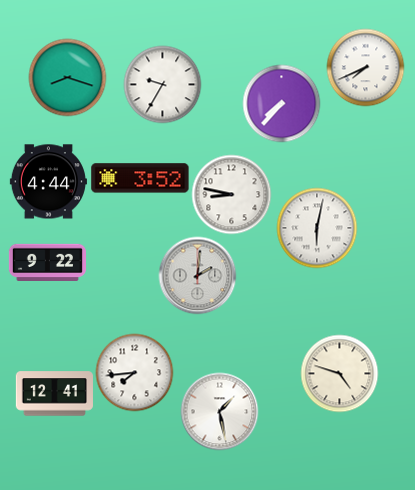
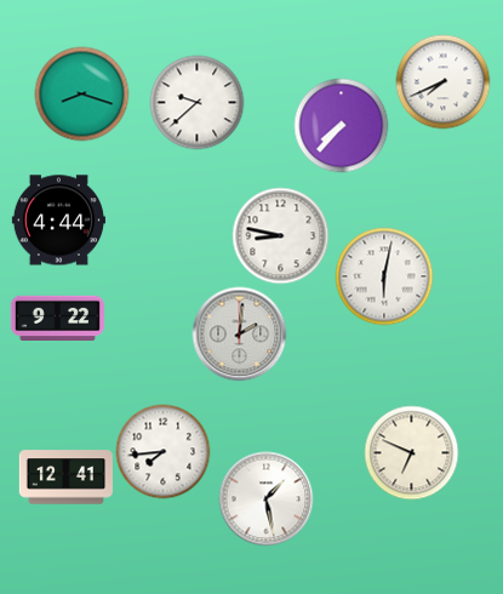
clock at (162, 84): 9:35 -> 9:38
clock at (140, 178): 3:52 -> none
clock at (339, 373): 4:48 -> 6:49
